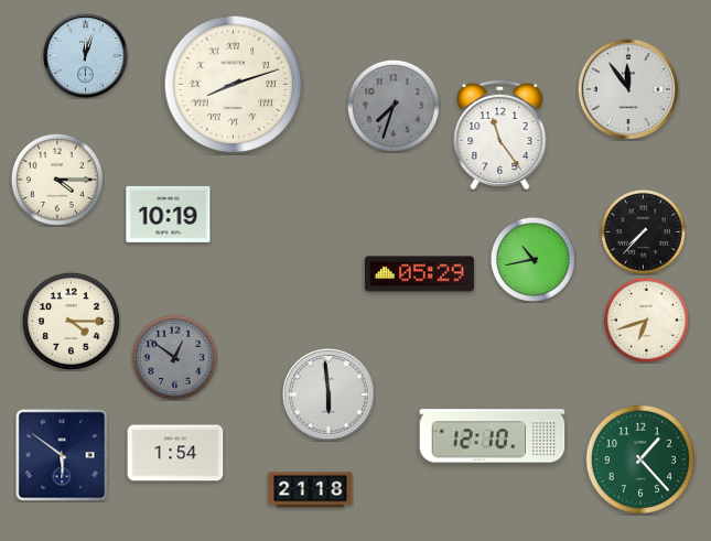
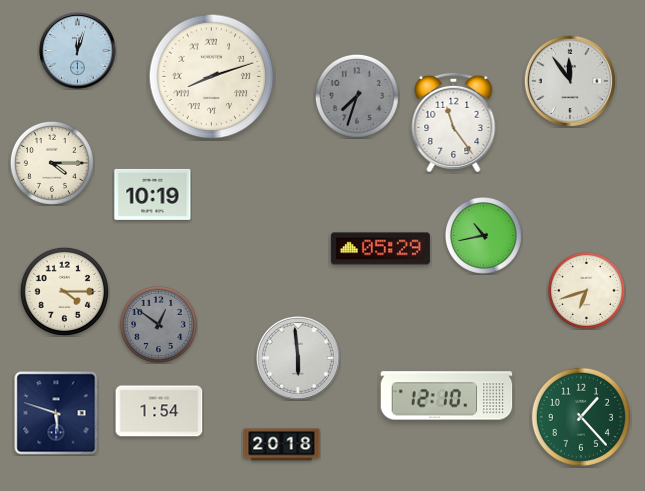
clock at (643, 231): 7:37 -> none
clock at (62, 455): 5:51 -> 5:48
clock at (311, 490): 21:18 -> 20:18
